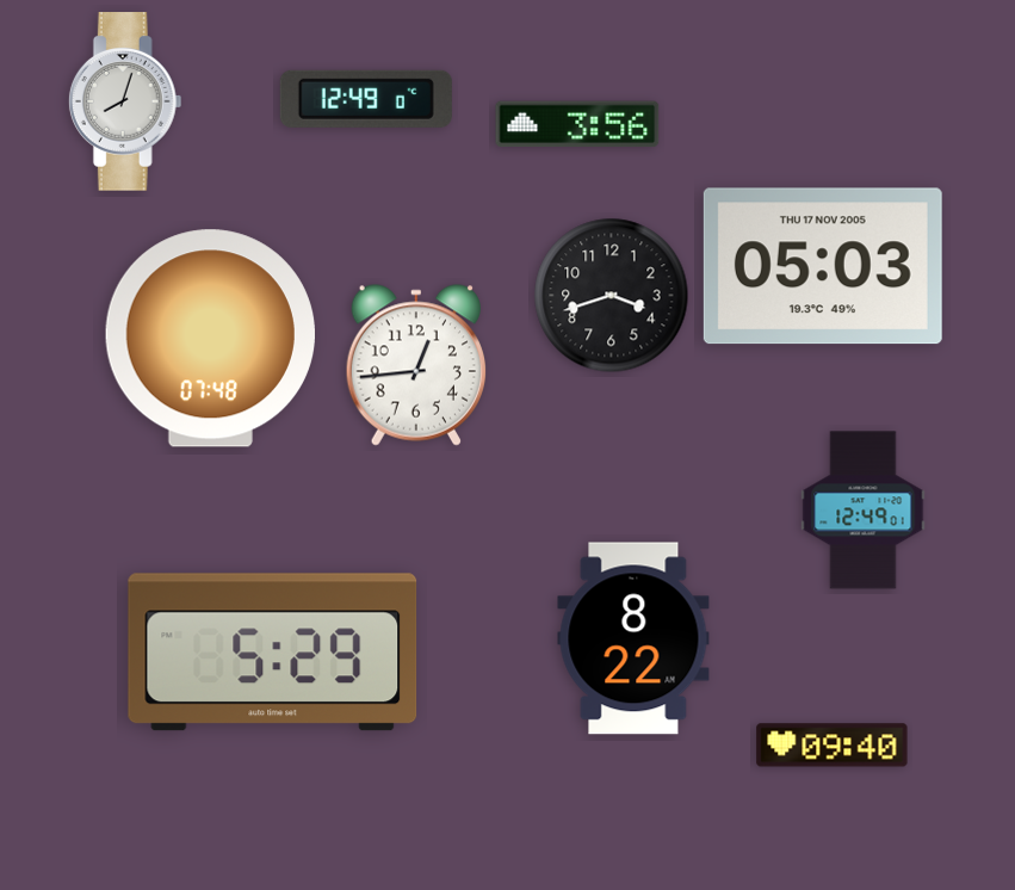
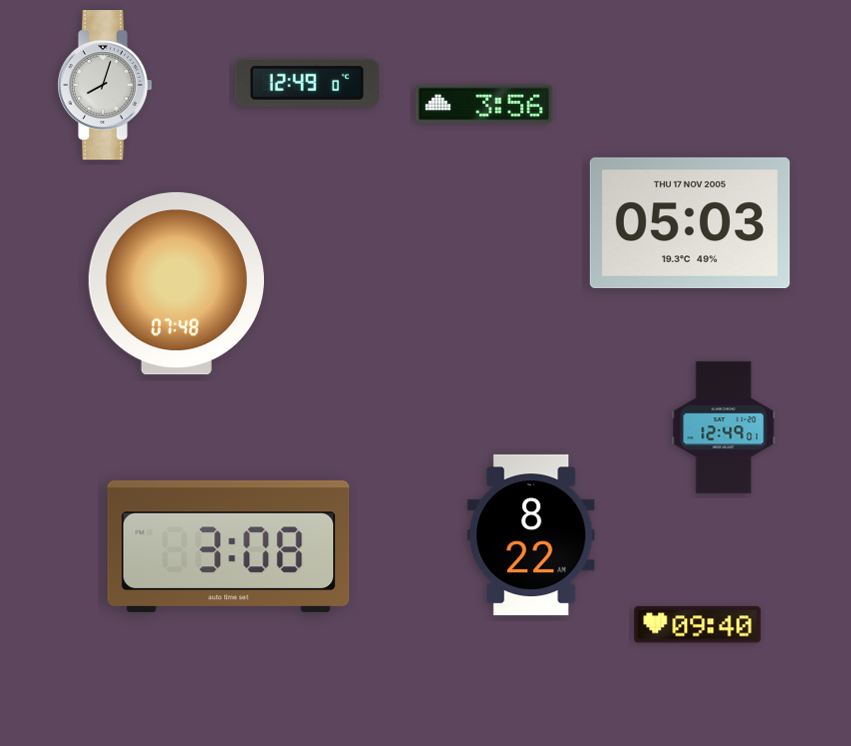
clock at (612, 296): 3:42 -> none
clock at (415, 365): 12:44 -> none
clock at (273, 653): 5:29 -> 3:08
